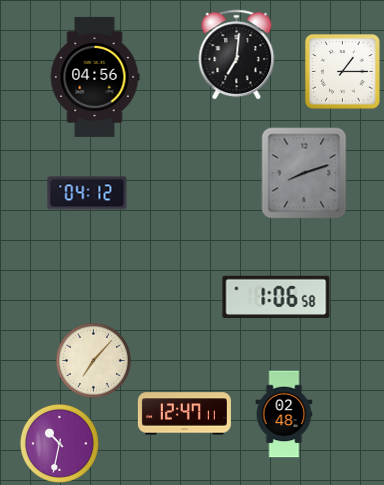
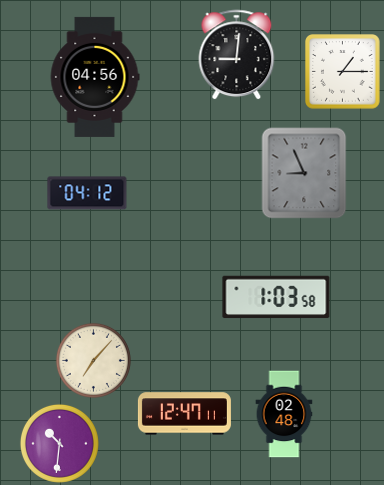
clock at (237, 55): 7:01 -> 9:01
clock at (304, 173): 8:12 -> 8:56
clock at (276, 297): 1:06 -> 1:03
clock at (59, 443): 10:32 -> 10:31
